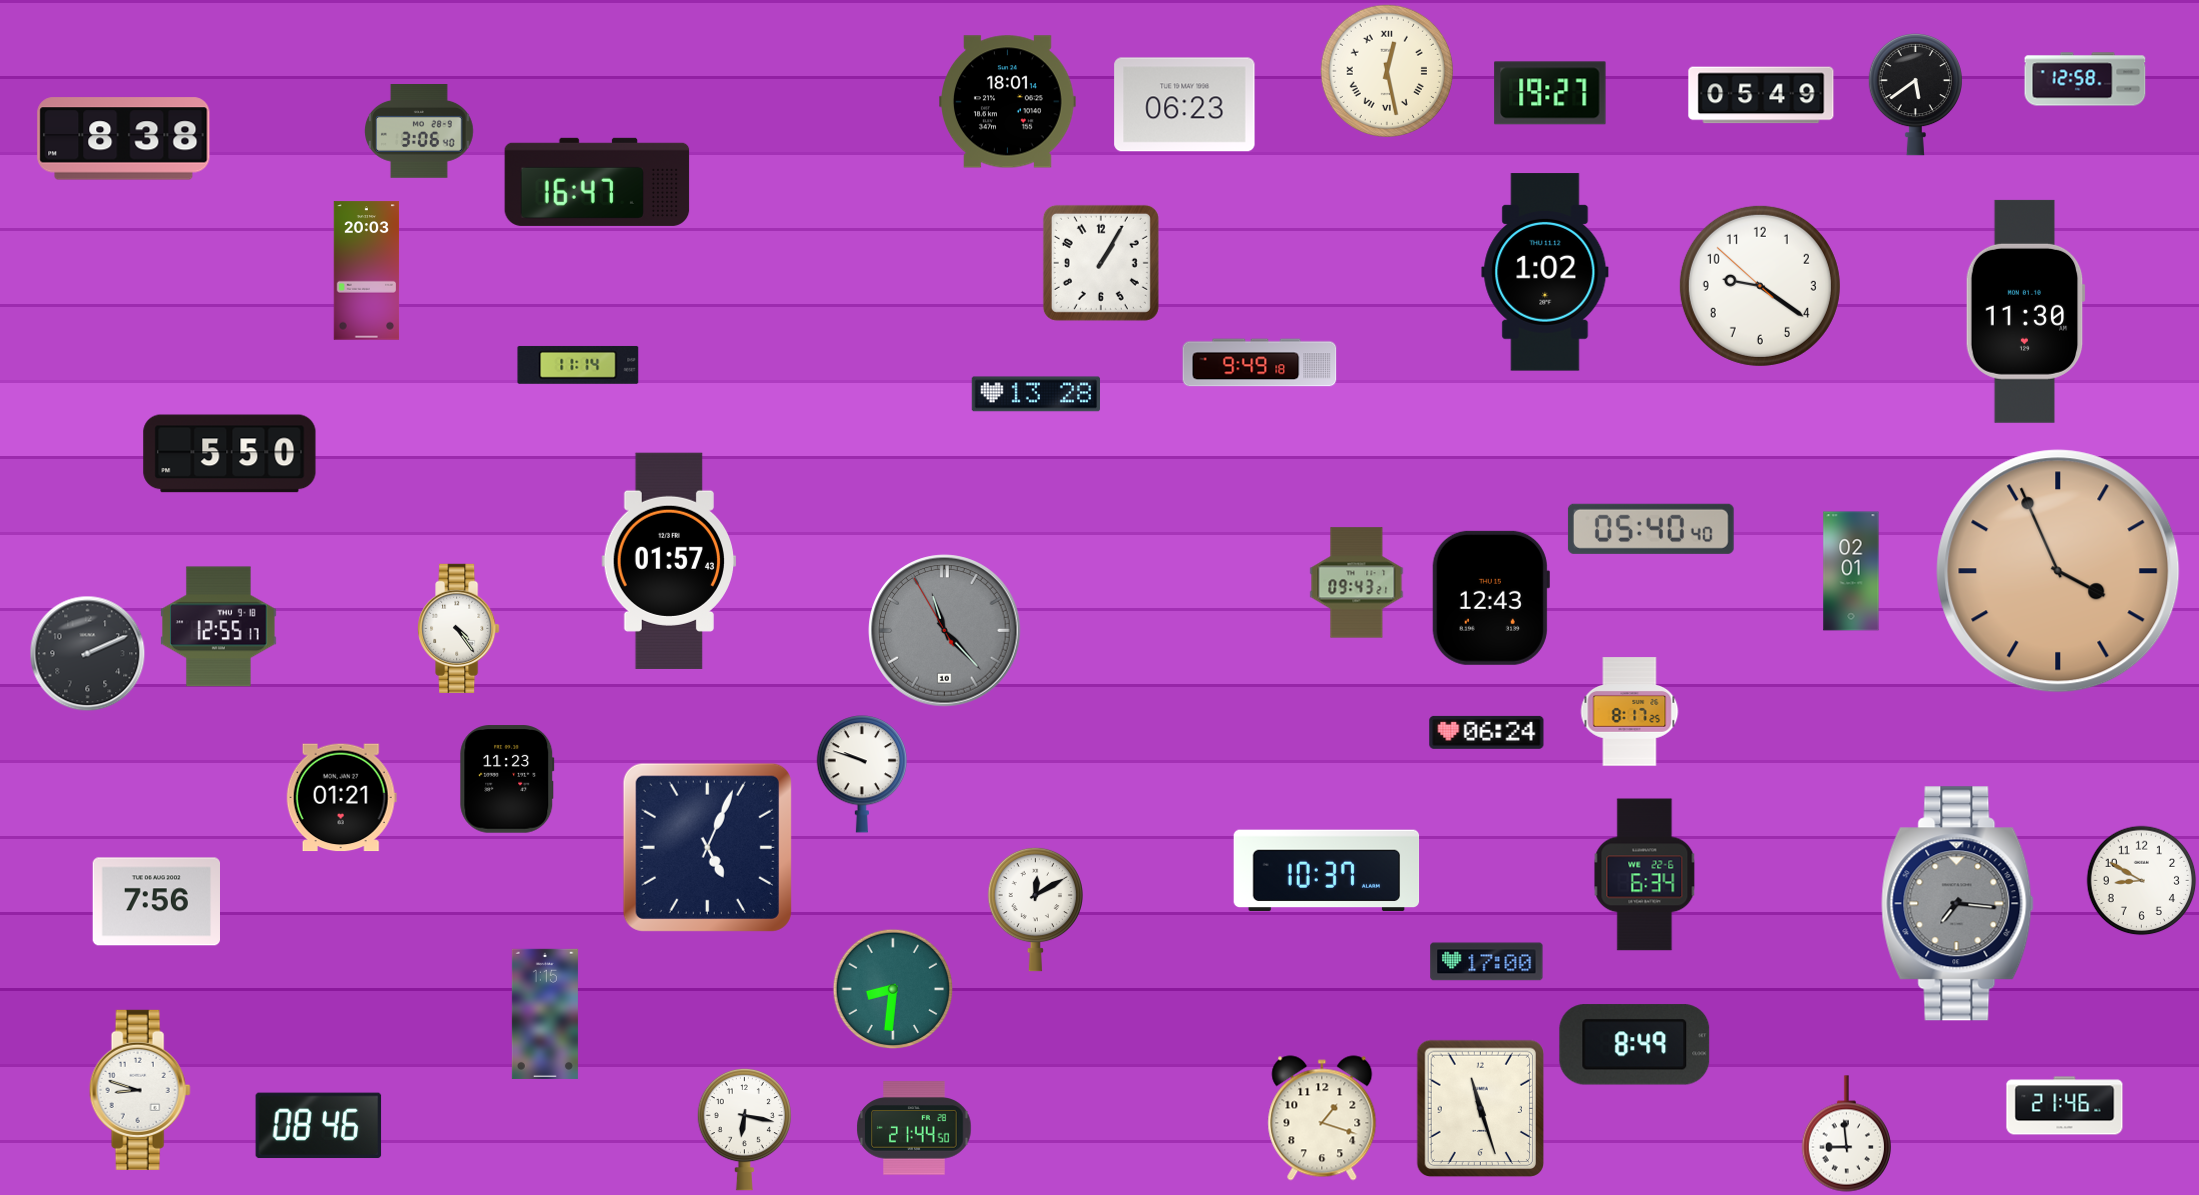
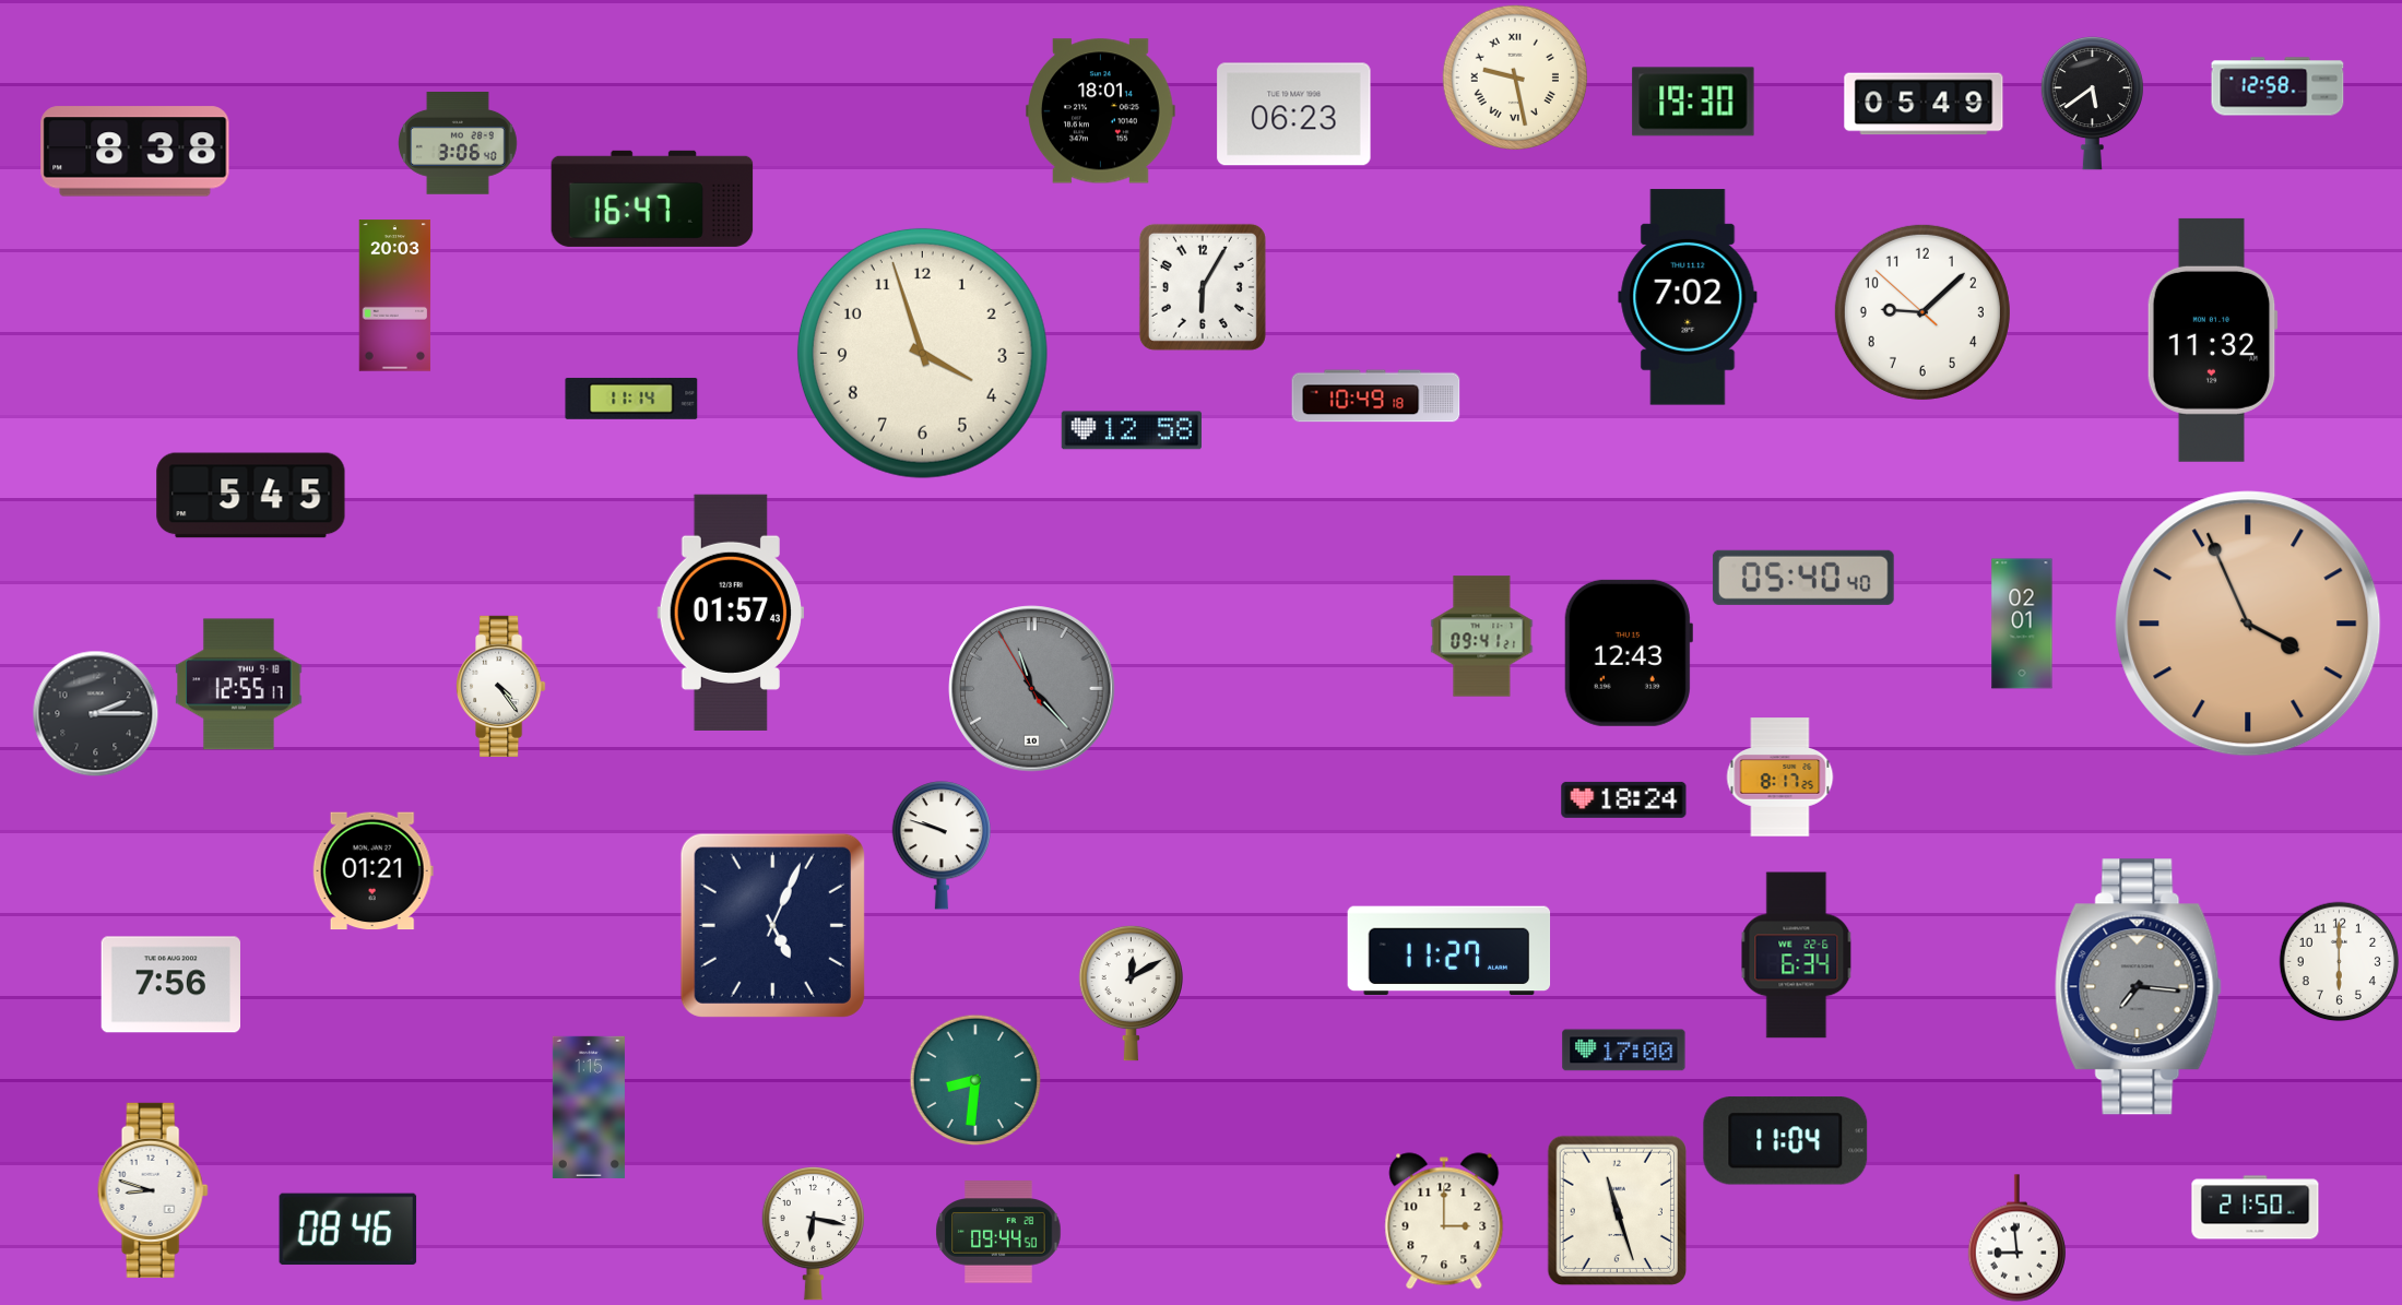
clock at (1387, 71): 12:28 -> 9:28
clock at (1550, 93): 19:27 -> 19:30
clock at (1101, 263): 1:05 -> 6:05
clock at (367, 271) position: (367, 271) -> (395, 296)
clock at (1545, 272): 1:02 -> 7:02
clock at (1760, 286): 9:20 -> 9:07
clock at (2025, 311): 11:30 -> 11:32
clock at (922, 353): none -> 3:57
clock at (1260, 363): 9:49 -> 10:49
clock at (1035, 394): 13:28 -> 12:58
clock at (230, 454): 5:50 -> 5:45
clock at (1357, 583): 09:43 -> 09:41
clock at (88, 654): 2:11 -> 2:15
clock at (1487, 732): 06:24 -> 18:24
clock at (507, 779): 11:23 -> none
clock at (1327, 871): 10:37 -> 11:27
clock at (2142, 881): 8:50 -> 6:00
clock at (545, 1014) position: (545, 1014) -> (589, 1107)
clock at (1635, 1045): 8:49 -> 11:04
clock at (2065, 1106): 21:46 -> 21:50
clock at (1322, 1118): 1:18 -> 3:00
clock at (914, 1128): 21:44 -> 09:44
